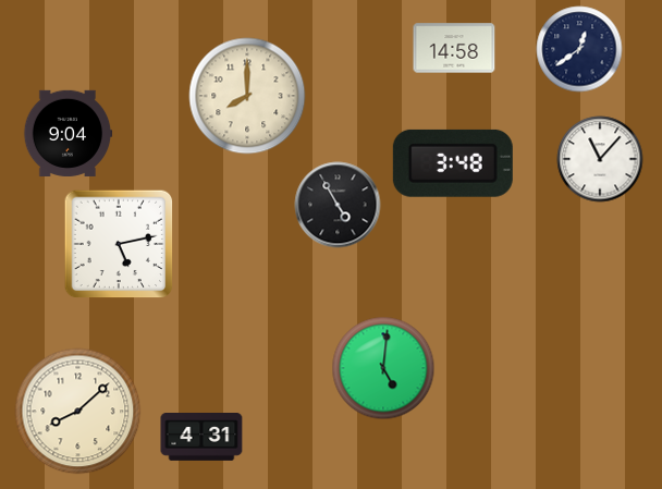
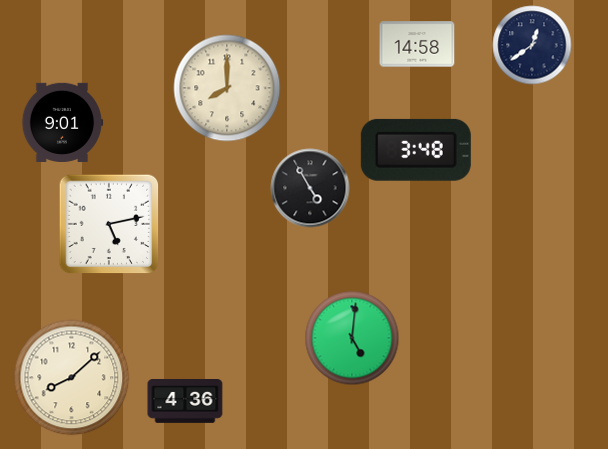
clock at (68, 133): 9:04 -> 9:01
clock at (600, 159): 11:07 -> none
clock at (201, 438): 4:31 -> 4:36
